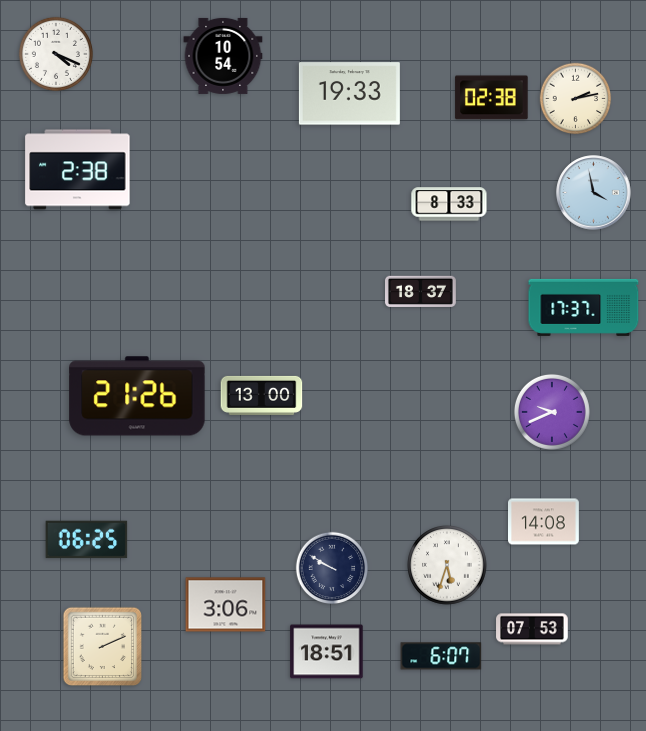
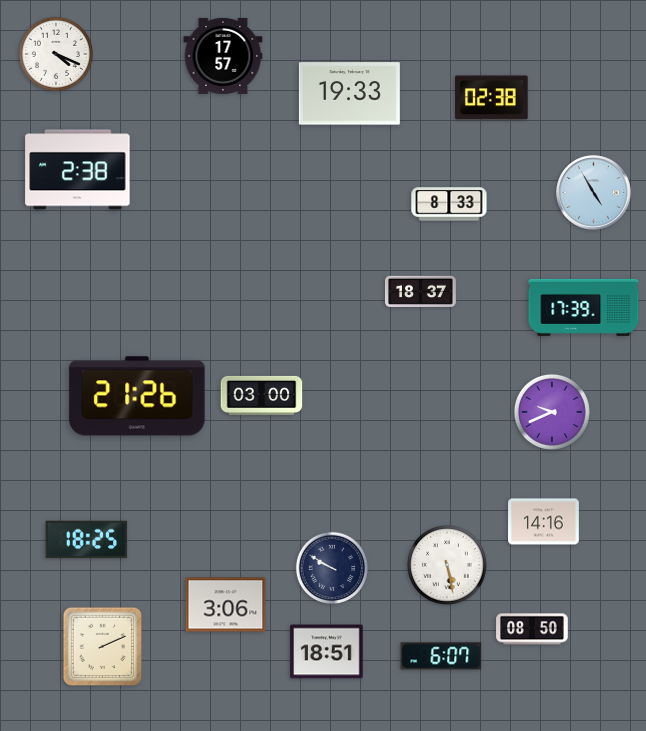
clock at (223, 56): 10:54 -> 17:57
clock at (576, 99): 2:13 -> none
clock at (594, 193): 3:58 -> 4:55
clock at (584, 307): 17:37 -> 17:39
clock at (262, 395): 13:00 -> 03:00
clock at (544, 522): 14:08 -> 14:16
clock at (87, 540): 06:25 -> 18:25
clock at (447, 565): 5:33 -> 5:28
clock at (532, 629): 07:53 -> 08:50
